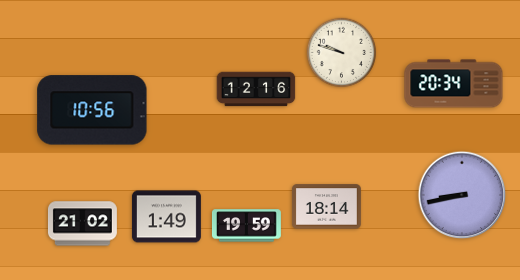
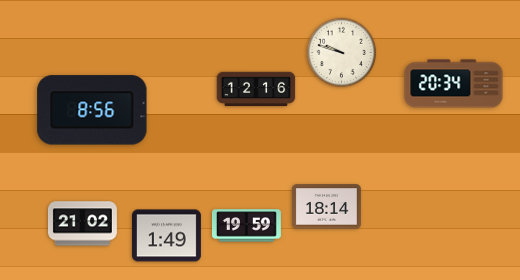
clock at (92, 110): 10:56 -> 8:56
clock at (462, 195): 8:43 -> none
clock at (166, 217) position: (166, 217) -> (166, 236)
